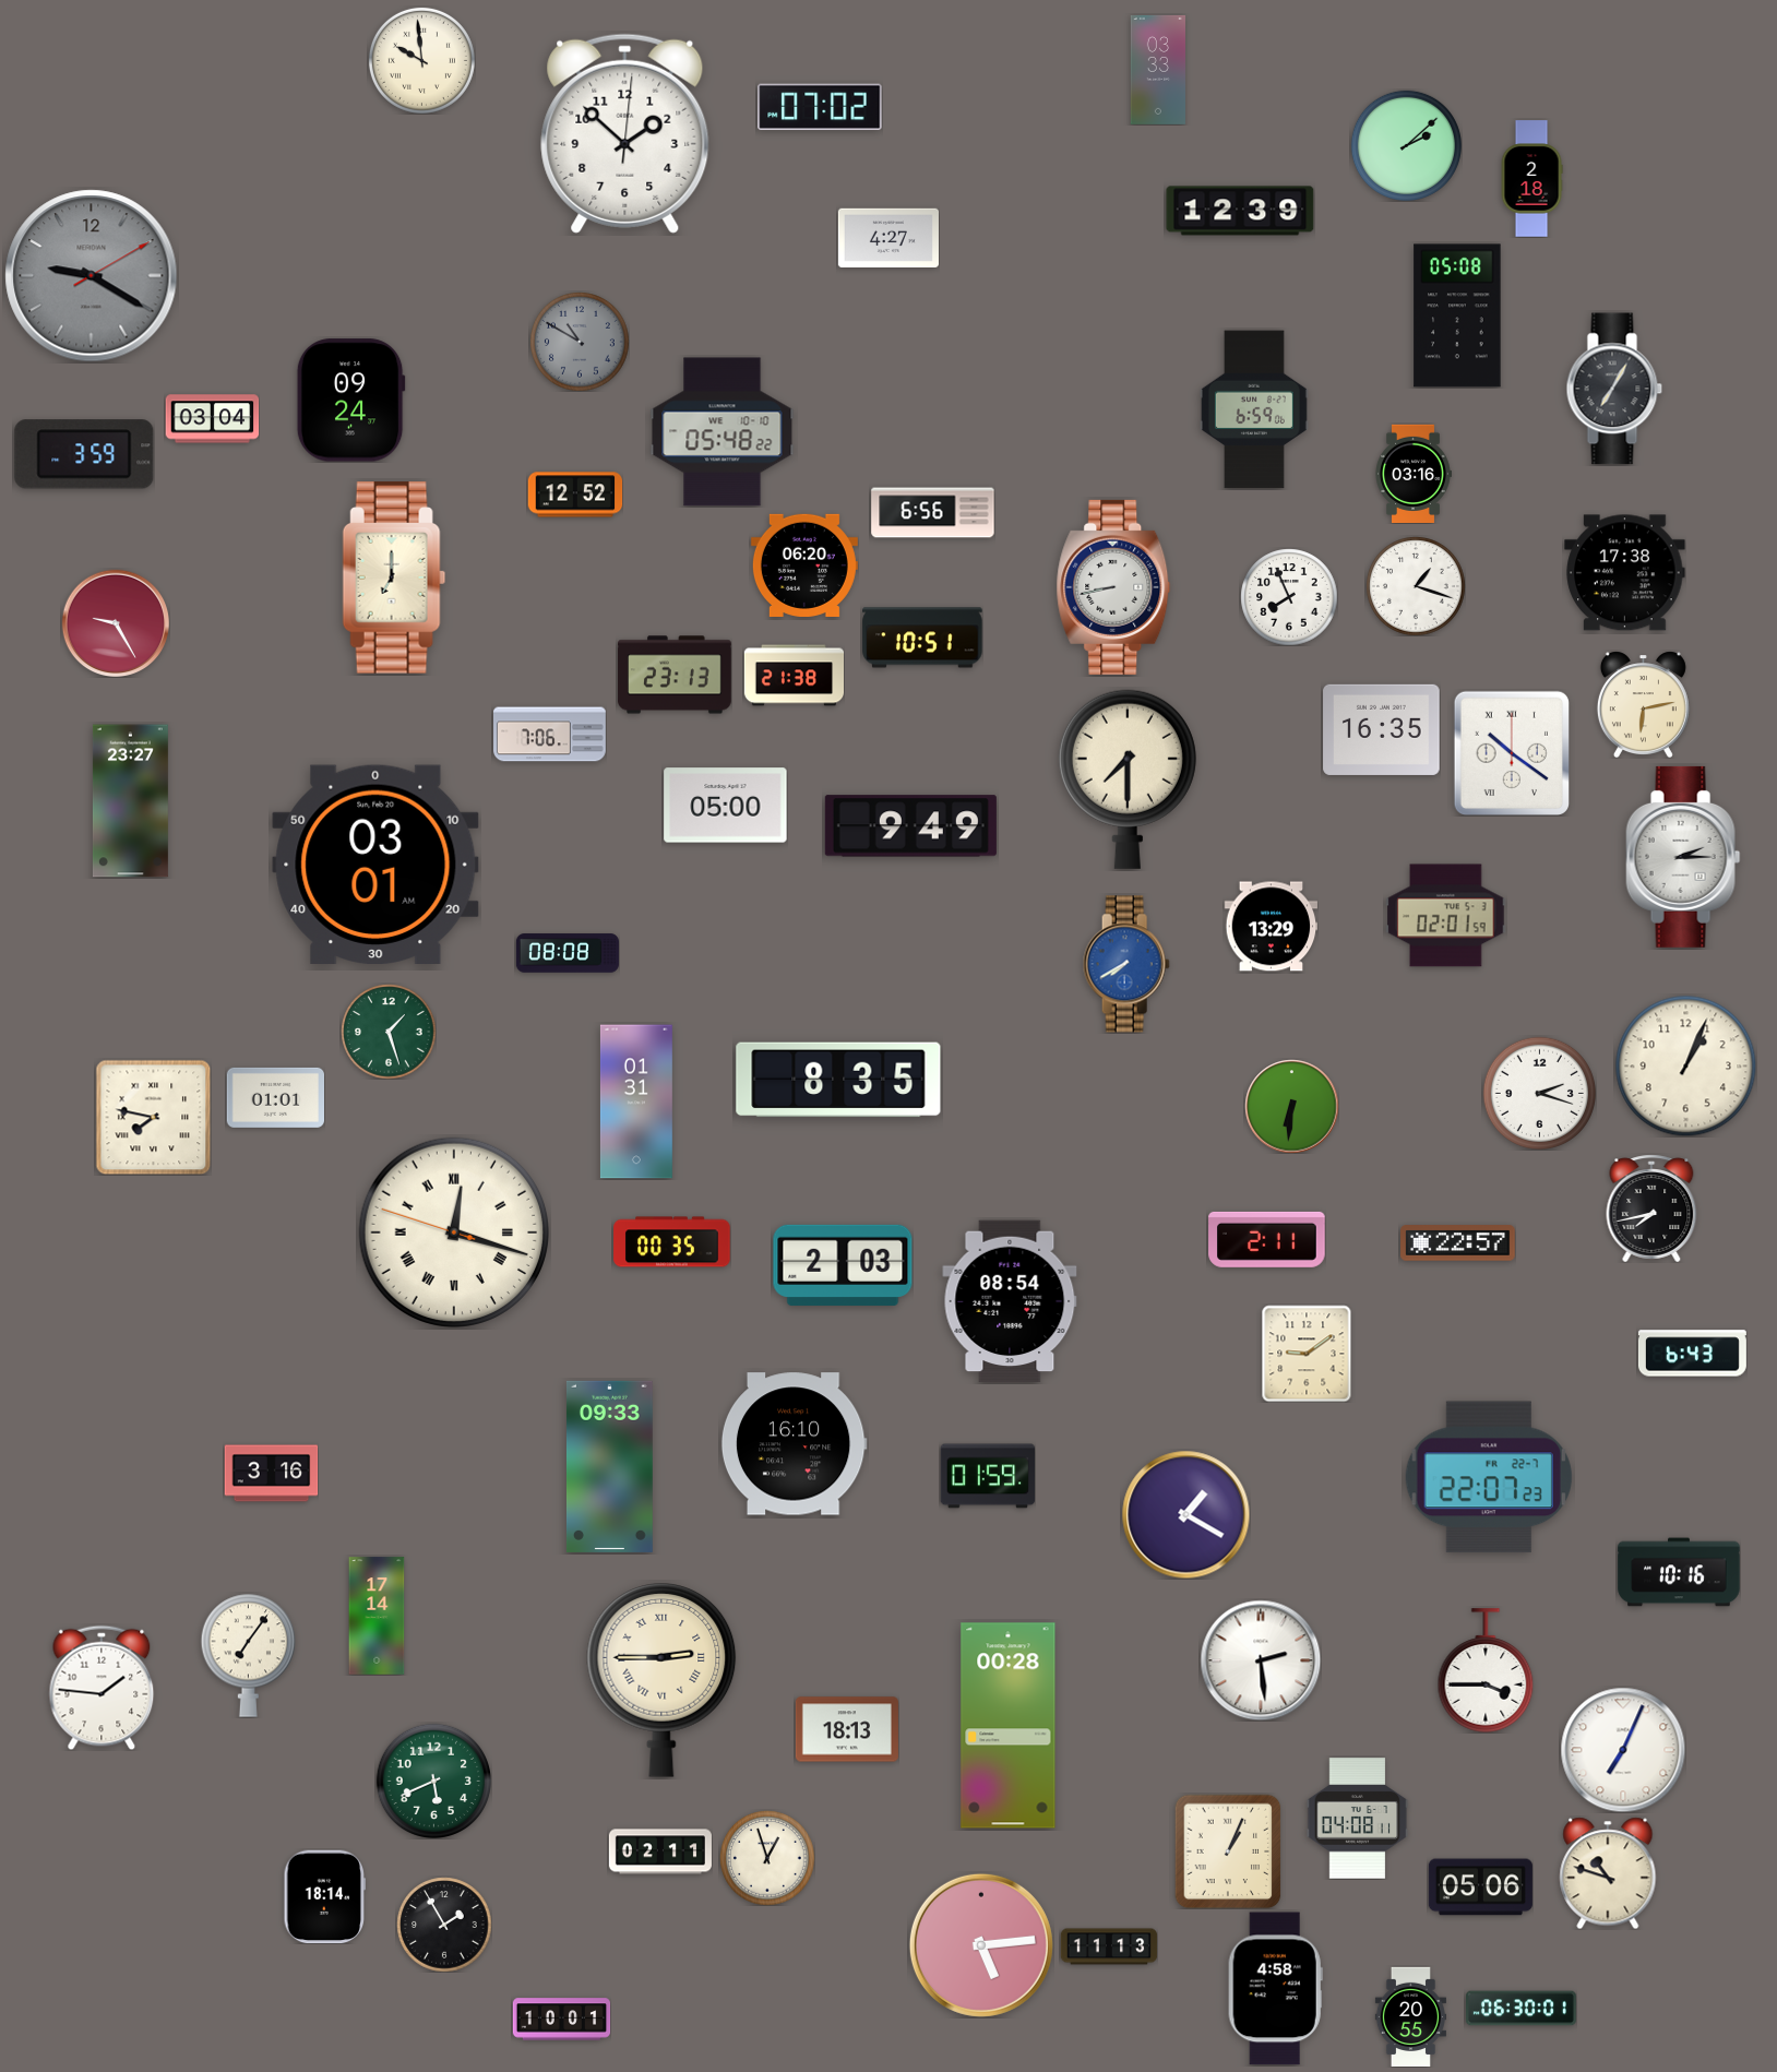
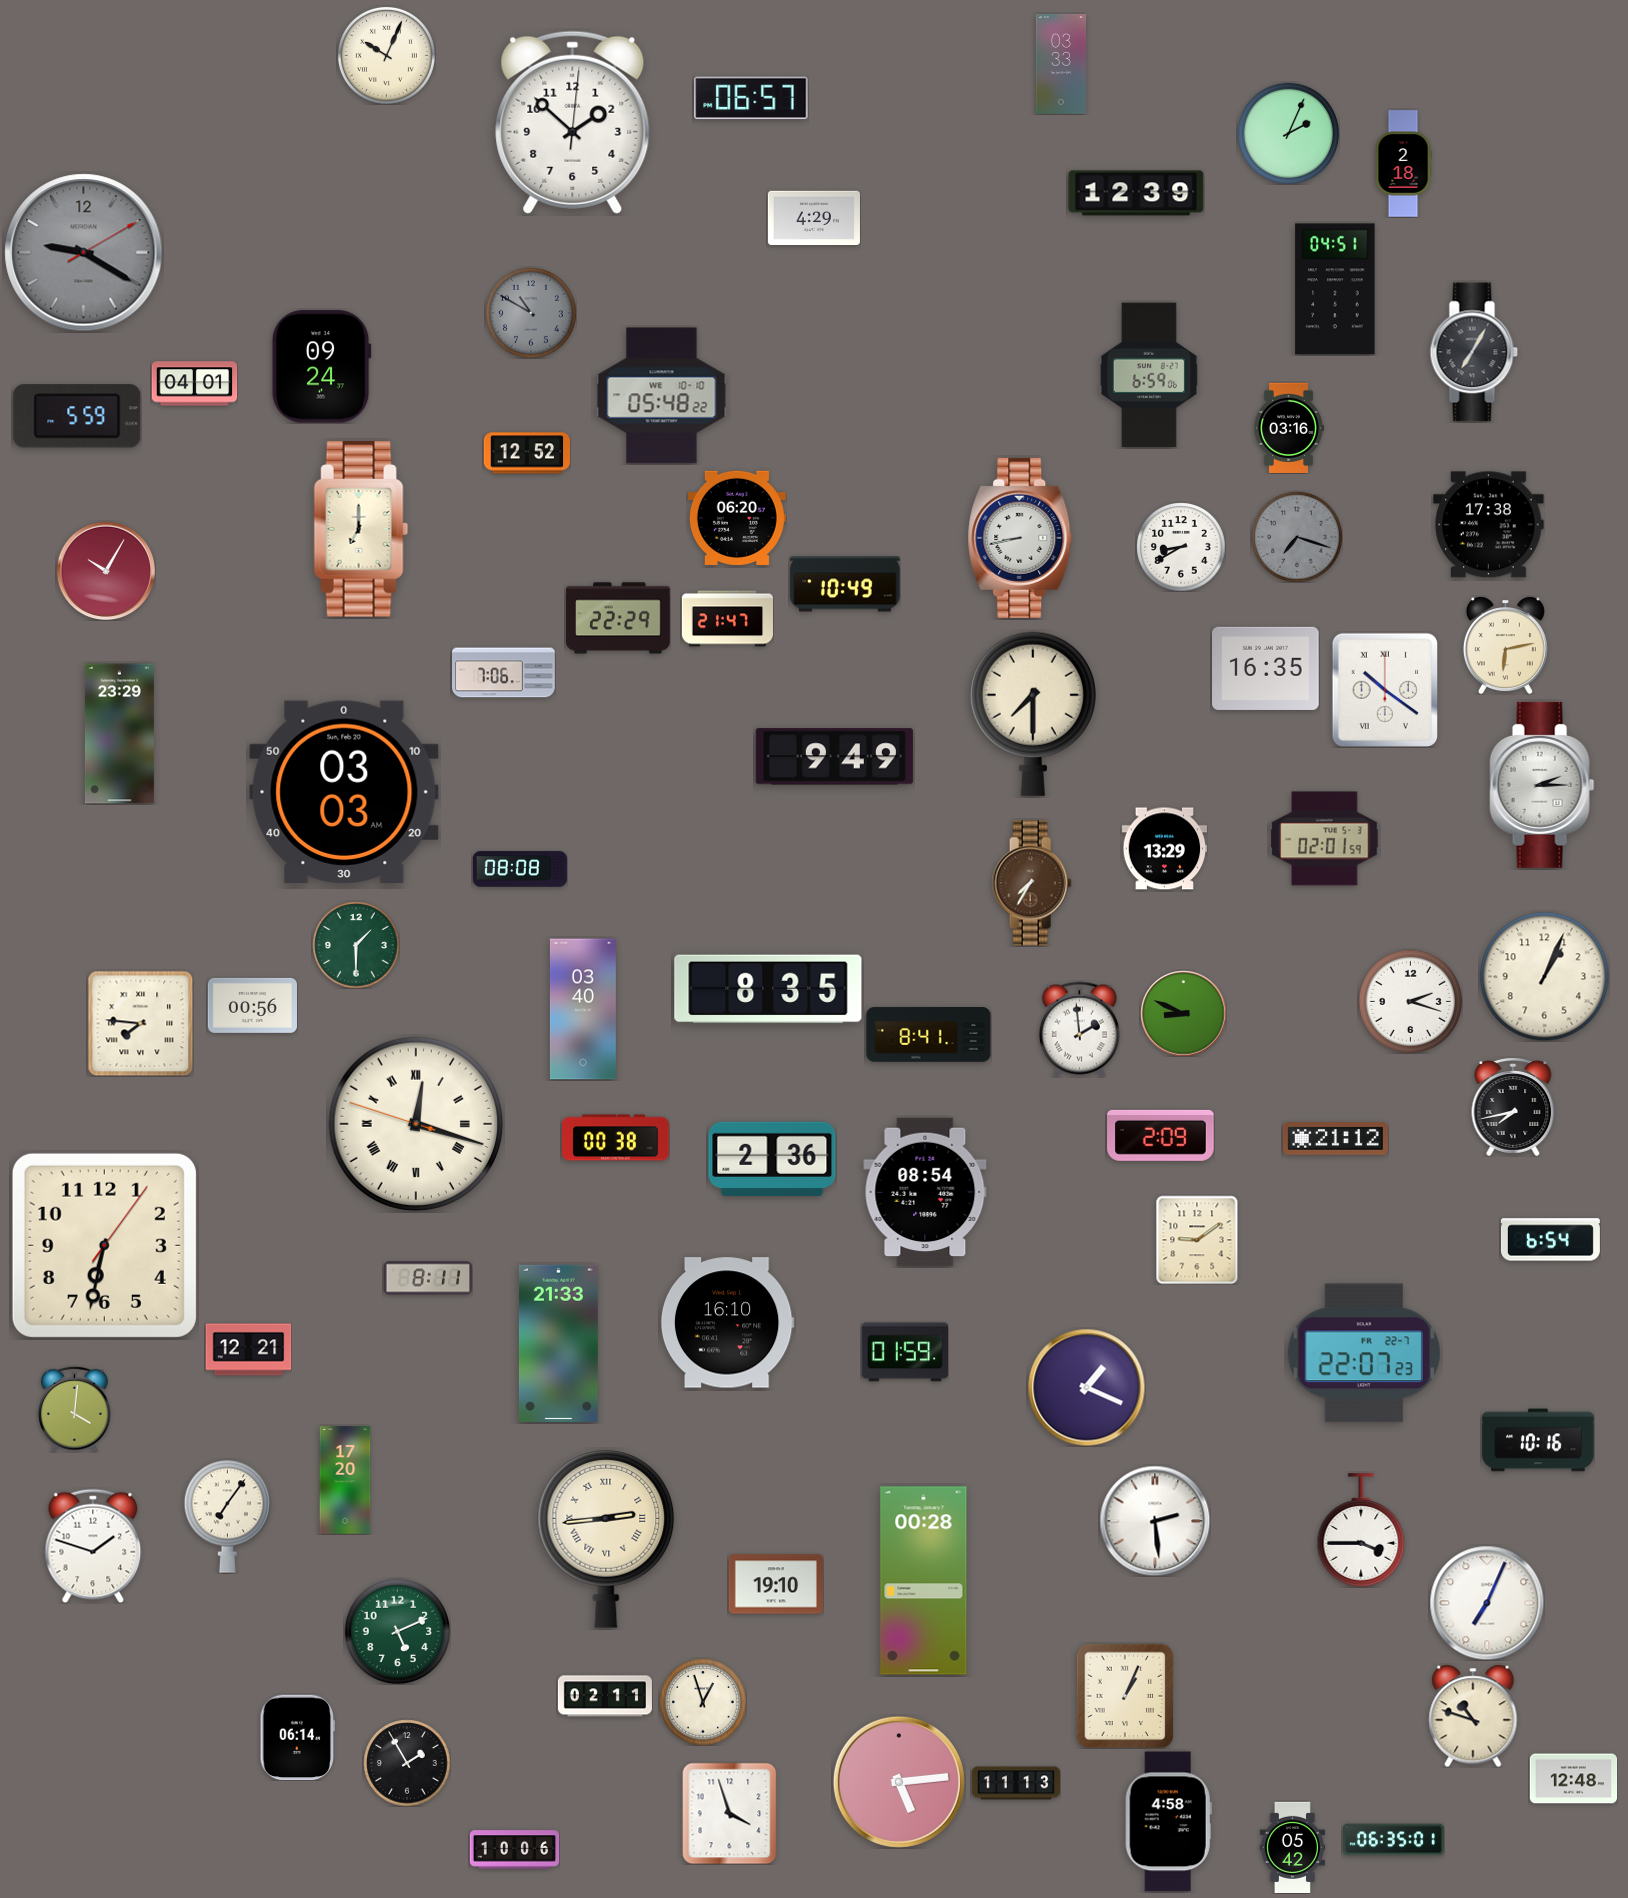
clock at (421, 60): 9:59 -> 10:04
clock at (820, 107): 07:02 -> 06:57
clock at (1406, 145): 2:08 -> 2:04
clock at (889, 237): 4:27 -> 4:29
clock at (1457, 315): 05:08 -> 04:51
clock at (1614, 389) position: (1614, 389) -> (1474, 352)
clock at (212, 419): 03:04 -> 04:01
clock at (84, 454): 3:59 -> 5:59
clock at (1414, 473) position: (1414, 473) -> (1289, 427)
clock at (933, 513): 6:56 -> none
clock at (1416, 586): 1:18 -> 7:18
clock at (1416, 586) dial: white -> grey
clock at (1289, 597): 7:56 -> 8:40
clock at (115, 622): 9:25 -> 10:05
clock at (922, 638): 10:51 -> 10:49
clock at (675, 675): 23:13 -> 22:29
clock at (794, 676): 21:38 -> 21:47
clock at (130, 801): 23:27 -> 23:29
clock at (726, 806): 05:00 -> none
clock at (375, 864): 03:01 -> 03:03
clock at (568, 953) position: (568, 953) -> (520, 869)
clock at (1126, 964): 7:40 -> 7:35
clock at (1126, 964) dial: blue -> brown
clock at (389, 1032): 1:27 -> 1:30
clock at (275, 1097): 01:01 -> 00:56
clock at (636, 1102): 01:31 -> 03:40
clock at (1291, 1106): 6:31 -> 8:49
clock at (153, 1117): 7:47 -> 7:46
clock at (1079, 1029): none -> 1:59
clock at (929, 1035): none -> 8:41
clock at (453, 1231) position: (453, 1231) -> (415, 1123)
clock at (1267, 1239): 2:11 -> 2:09
clock at (672, 1242): 00:35 -> 00:38
clock at (1458, 1243): 22:57 -> 21:12
clock at (843, 1265): 2:03 -> 2:36
clock at (1692, 1354): 6:43 -> 6:54
clock at (104, 1245): none -> 6:32
clock at (428, 1278): none -> 8:11
clock at (609, 1466): 09:33 -> 21:33
clock at (271, 1474): 3:16 -> 12:21
clock at (1185, 1514): 1:20 -> 1:19
clock at (75, 1409): none -> 4:01
clock at (377, 1616): 17:14 -> 17:20
clock at (661, 1681): 2:45 -> 2:44
clock at (102, 1688): 1:46 -> 1:48
clock at (847, 1729): 18:13 -> 19:10
clock at (433, 1781): 5:41 -> 5:11
clock at (1358, 1819): 04:08 -> none
clock at (1480, 1888): 05:06 -> none
clock at (325, 1896): 18:14 -> 06:14
clock at (1573, 1779): none -> 12:48
clock at (730, 1813): none -> 3:57
clock at (1522, 2009): 06:30 -> 06:35
clock at (1410, 2016): 20:55 -> 05:42
clock at (561, 2020): 10:01 -> 10:06
